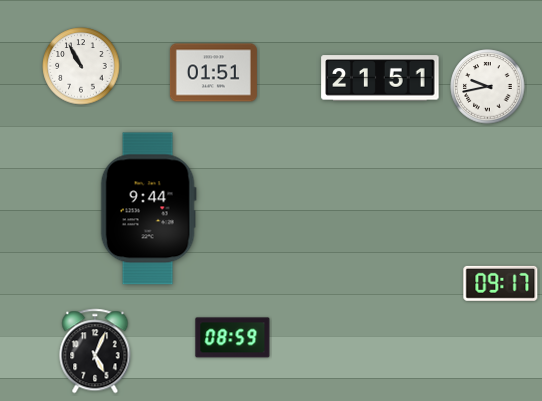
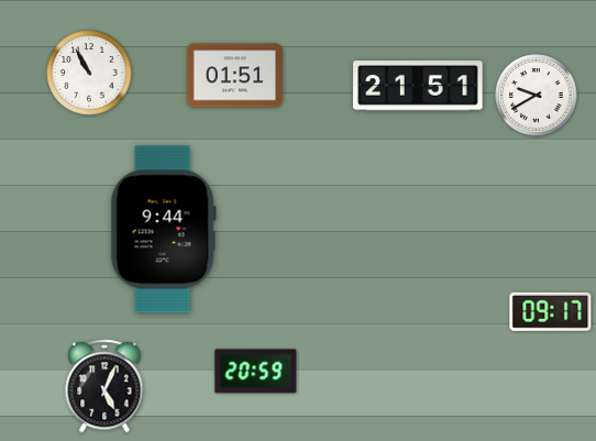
clock at (213, 73) position: (213, 73) -> (234, 76)
clock at (488, 87): 9:43 -> 9:40
clock at (233, 338): 08:59 -> 20:59
